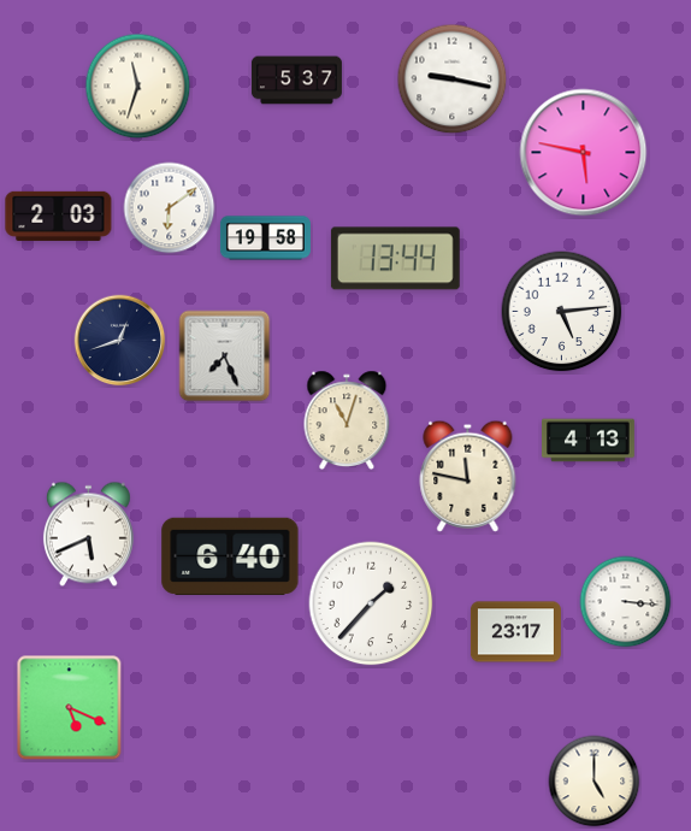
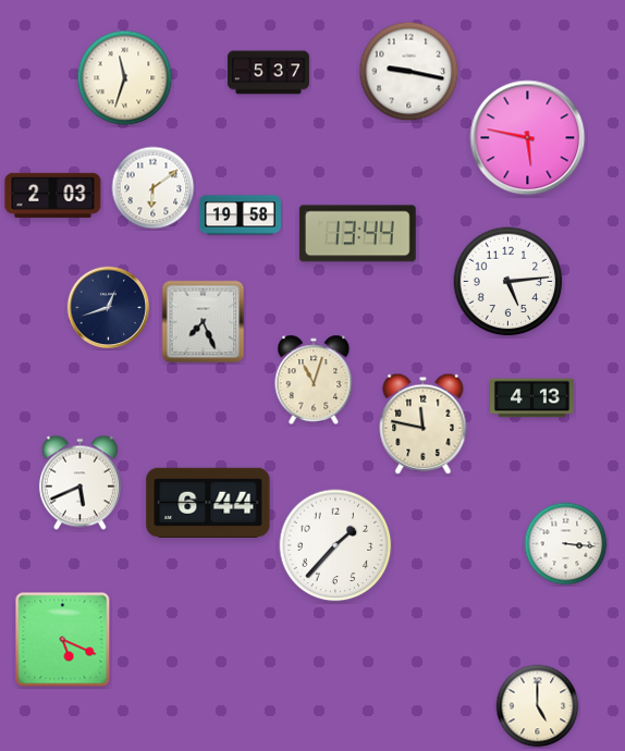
clock at (468, 476) position: (468, 476) -> (424, 423)
clock at (230, 556): 6:40 -> 6:44
clock at (515, 632): 23:17 -> none
